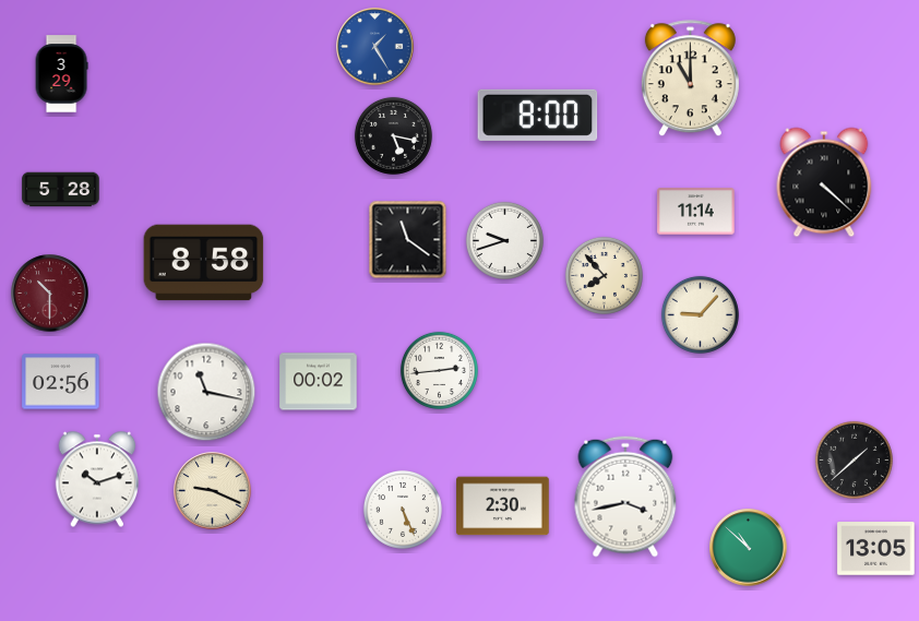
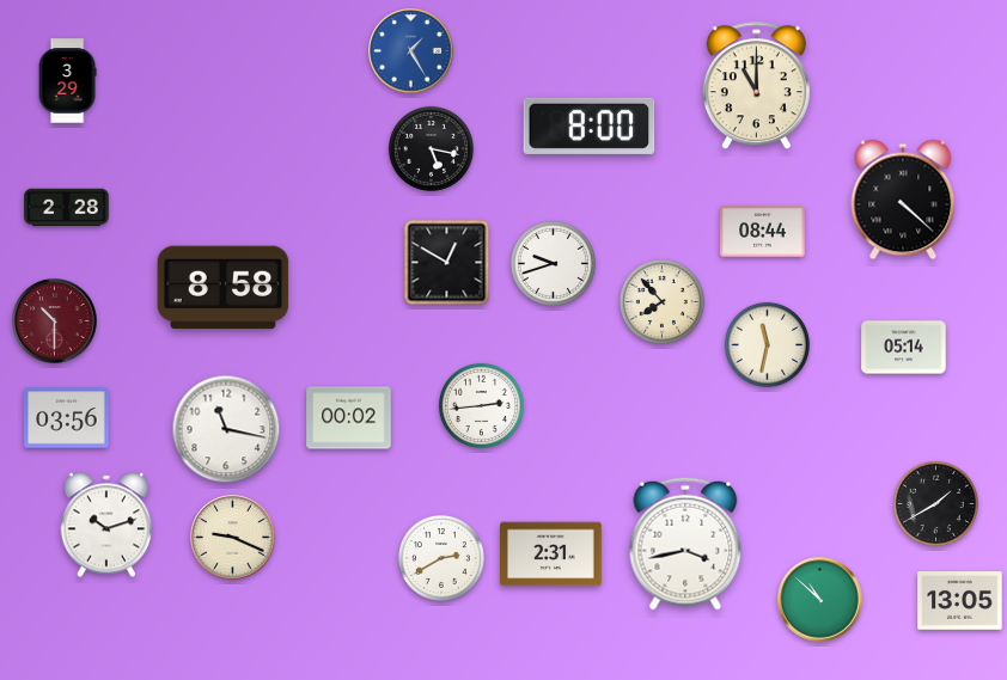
clock at (61, 190): 5:28 -> 2:28
clock at (696, 212): 11:14 -> 08:44
clock at (408, 240): 11:21 -> 12:50
clock at (700, 314): 9:07 -> 11:32
clock at (904, 348): none -> 05:14
clock at (61, 382): 02:56 -> 03:56
clock at (854, 459): 1:38 -> 1:40
clock at (503, 506): 2:30 -> 2:31
clock at (403, 510): 5:26 -> 2:40
